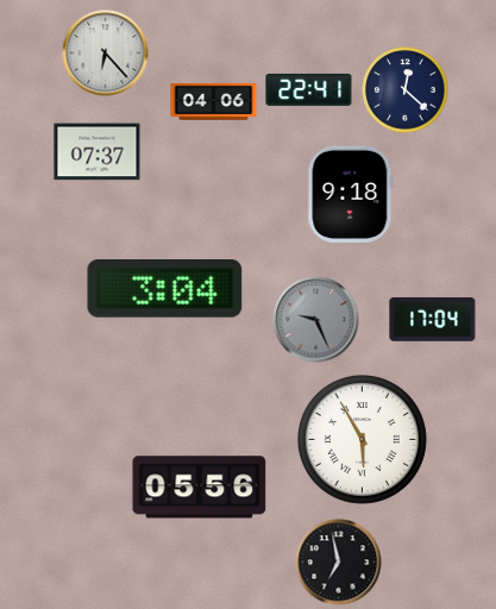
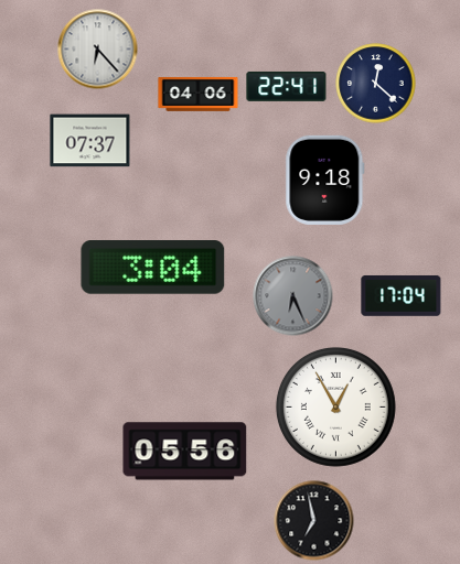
clock at (309, 89) position: (309, 89) -> (287, 86)
clock at (316, 320): 9:26 -> 6:26
clock at (362, 439): 5:55 -> 12:55
